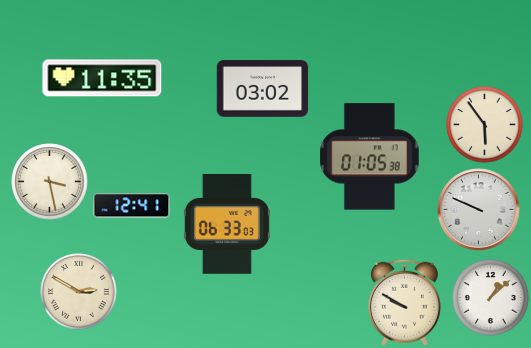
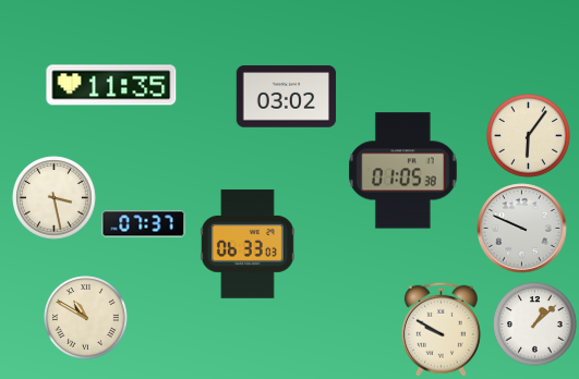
clock at (485, 125): 5:54 -> 6:06
clock at (132, 206): 12:41 -> 07:37
clock at (79, 292): 2:50 -> 10:50
